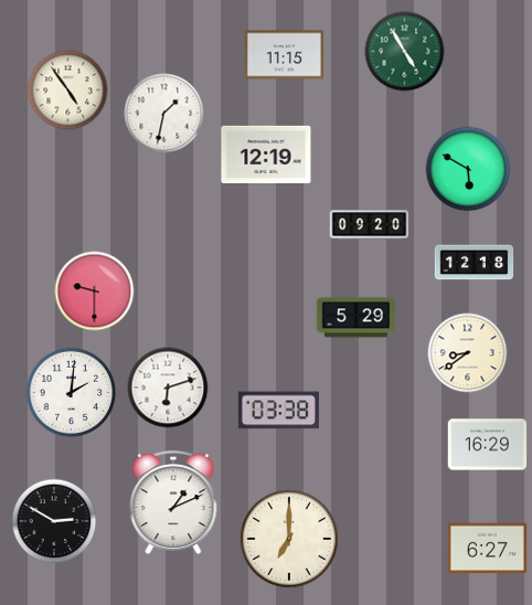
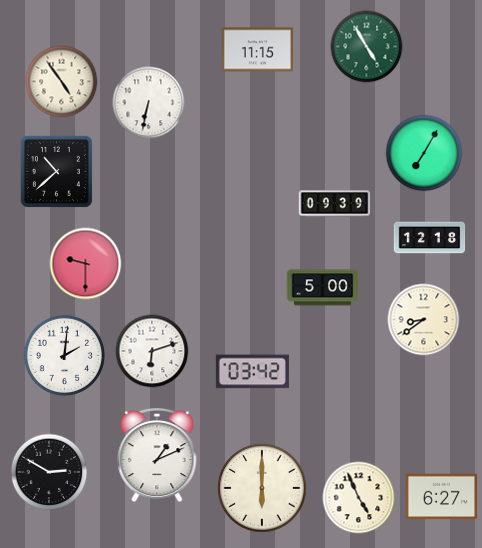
clock at (164, 114): 1:32 -> 6:32
clock at (266, 155): 12:19 -> none
clock at (468, 169): 5:50 -> 7:05
clock at (56, 171): none -> 10:38
clock at (370, 225): 09:20 -> 09:39
clock at (357, 318): 5:29 -> 5:00
clock at (278, 411): 03:38 -> 03:42
clock at (488, 445): 16:29 -> none
clock at (289, 539): 7:00 -> 6:00
clock at (359, 498): none -> 4:56
